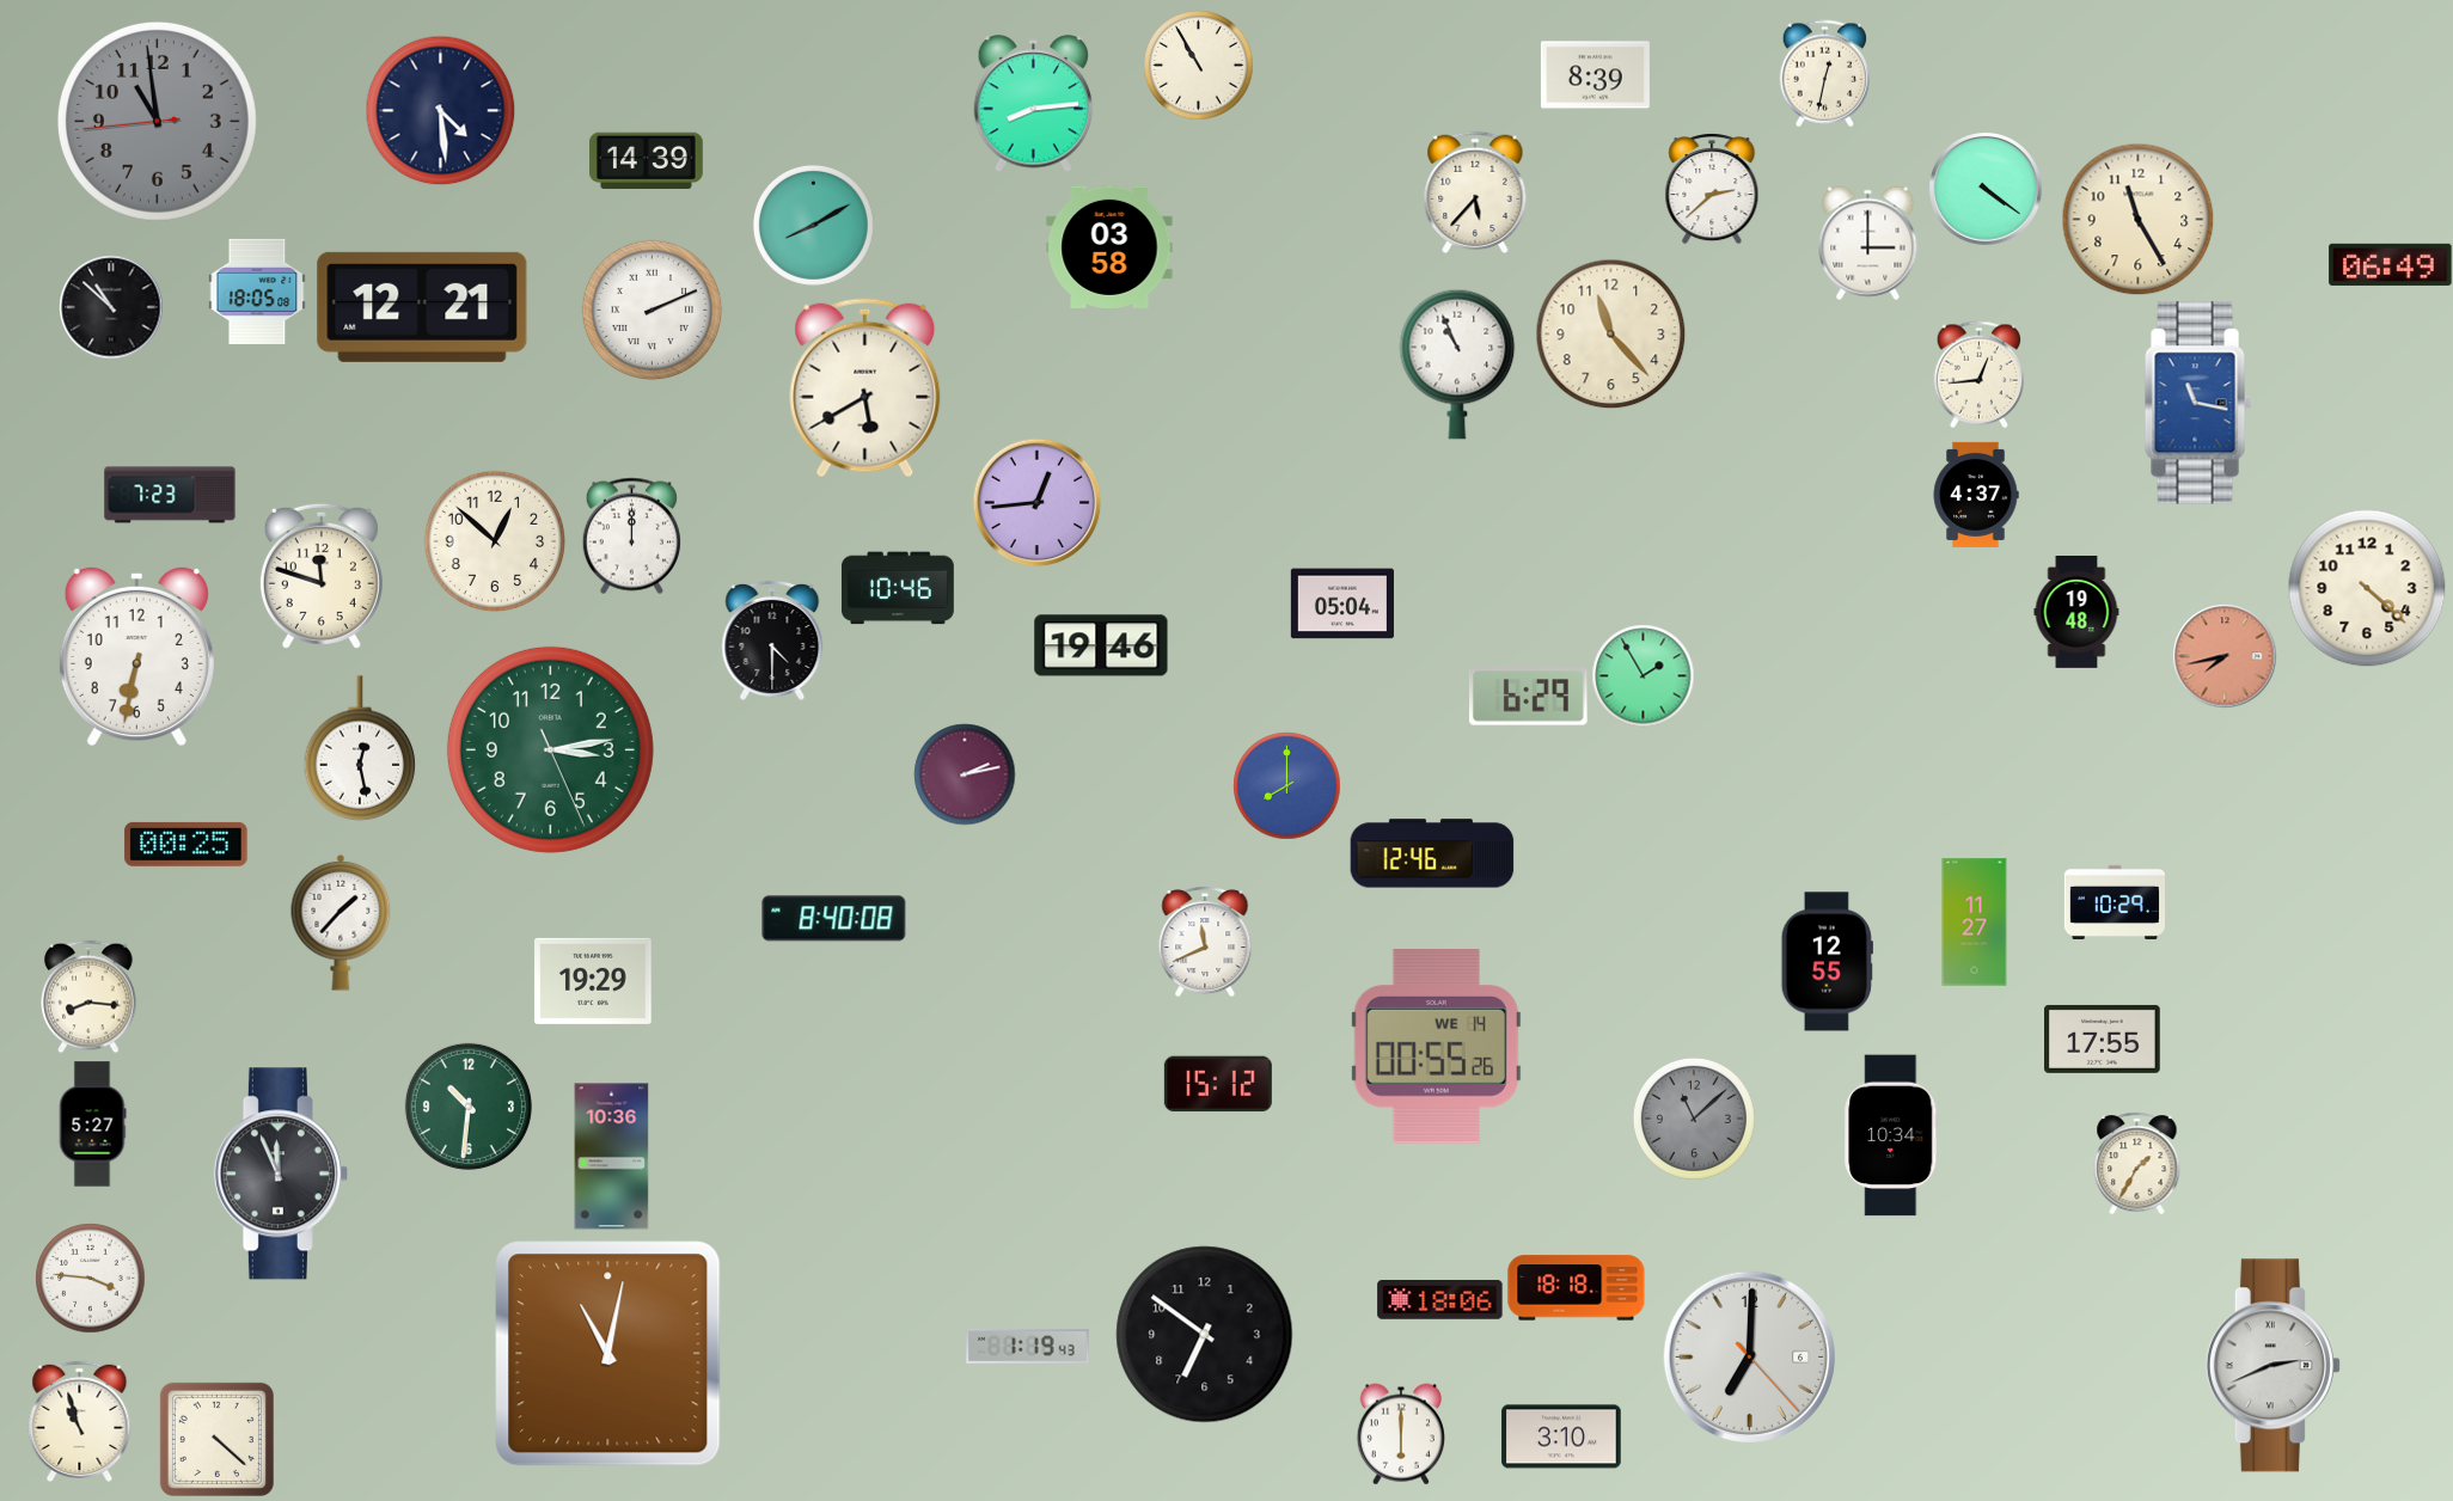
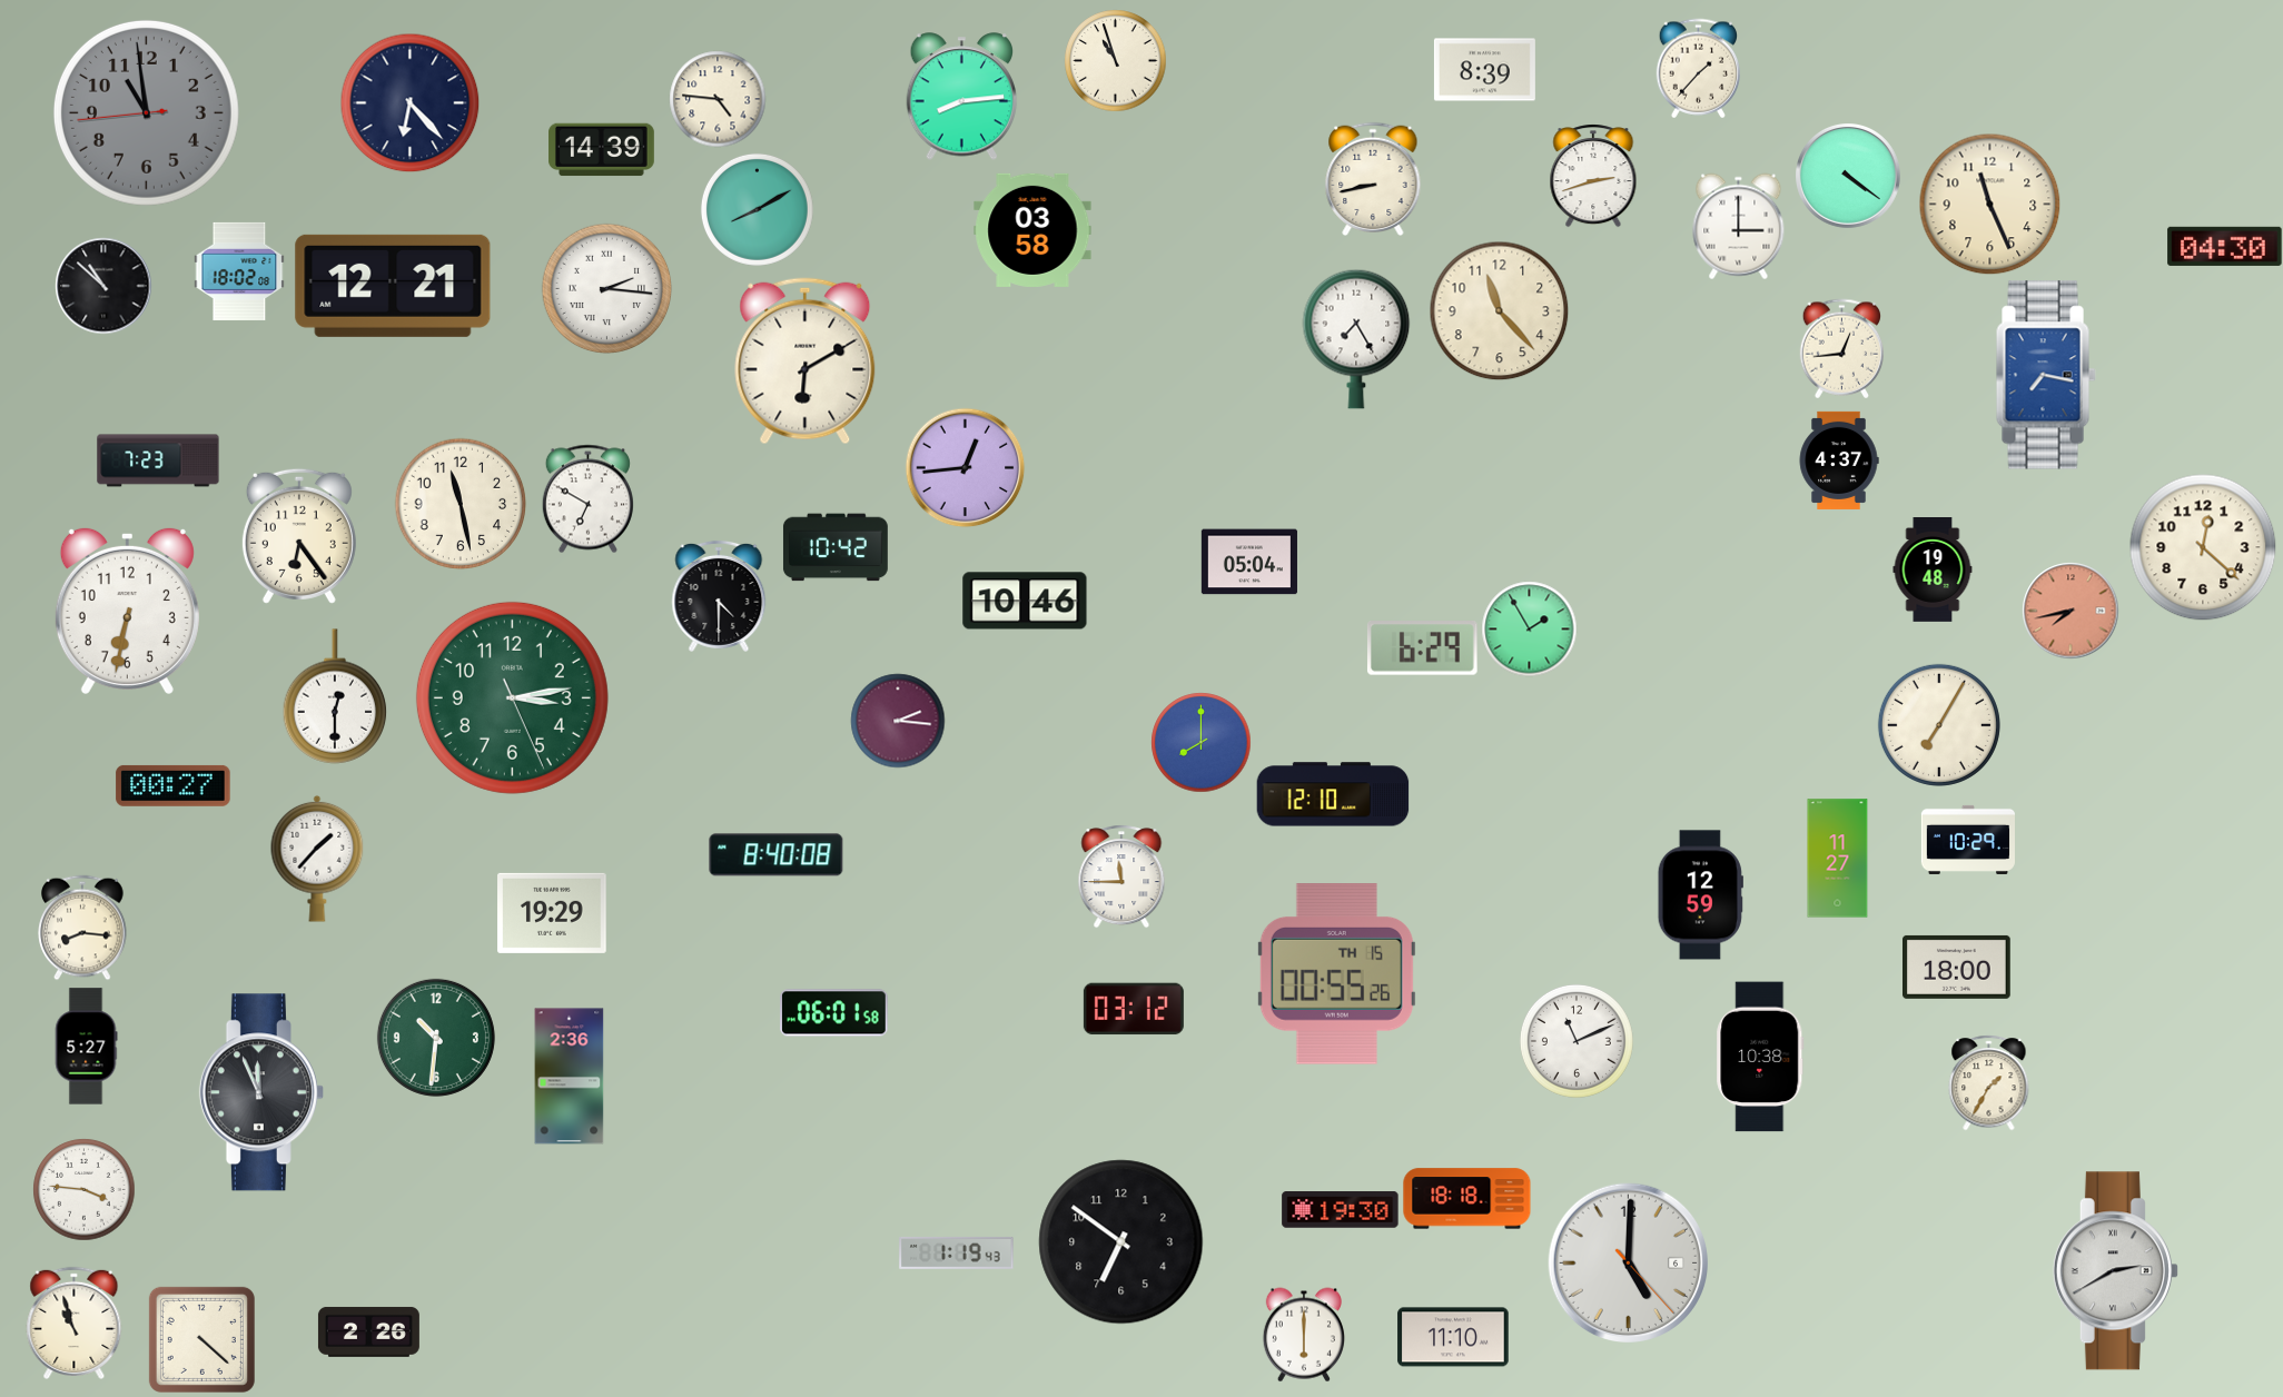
clock at (1198, 65): 10:55 -> 10:57
clock at (1824, 73): 12:32 -> 1:37
clock at (718, 99): none -> 4:46
clock at (440, 110): 4:29 -> 6:23
clock at (1712, 189): 2:38 -> 2:42
clock at (1475, 191): 5:37 -> 8:43
clock at (2137, 219): 11:25 -> 11:26
clock at (2391, 264): 06:49 -> 04:30
clock at (257, 292): 18:05 -> 18:02
clock at (652, 310): 2:11 -> 2:16
clock at (1457, 364): 10:56 -> 7:25
clock at (865, 388): 5:40 -> 6:10
clock at (2198, 403): 11:17 -> 7:17
clock at (631, 535): 12:00 -> 6:50
clock at (495, 541): 12:52 -> 11:28
clock at (322, 576): 11:48 -> 6:24
clock at (898, 588): 10:46 -> 10:42
clock at (2367, 588): 4:22 -> 12:22
clock at (1101, 645): 19:46 -> 10:46
clock at (360, 748): 12:28 -> 12:30
clock at (965, 774): 2:13 -> 2:16
clock at (1939, 725): none -> 7:05
clock at (1286, 785) position: (1286, 785) -> (1200, 742)
clock at (186, 844): 00:25 -> 00:27
clock at (1432, 853): 12:46 -> 12:10
clock at (1205, 942): 11:41 -> 11:45
clock at (1827, 962): 12:55 -> 12:59
clock at (2103, 1039): 17:55 -> 18:00
clock at (1436, 1047) date: WE 14 -> TH 15
clock at (1218, 1084): 15:12 -> 03:12
clock at (834, 1013): none -> 06:01
clock at (469, 1107) position: (469, 1107) -> (436, 1038)
clock at (1694, 1119): 11:08 -> 11:11
clock at (1694, 1119) dial: grey -> white
clock at (1891, 1135): 10:34 -> 10:38
clock at (612, 1157): 10:36 -> 2:36
clock at (1440, 1300): 18:06 -> 19:30
clock at (608, 1354): 11:02 -> none
clock at (1749, 1356): 7:00 -> 5:00
clock at (2272, 1366): 2:41 -> 2:40
clock at (368, 1331): none -> 2:26
clock at (1561, 1436): 3:10 -> 11:10
